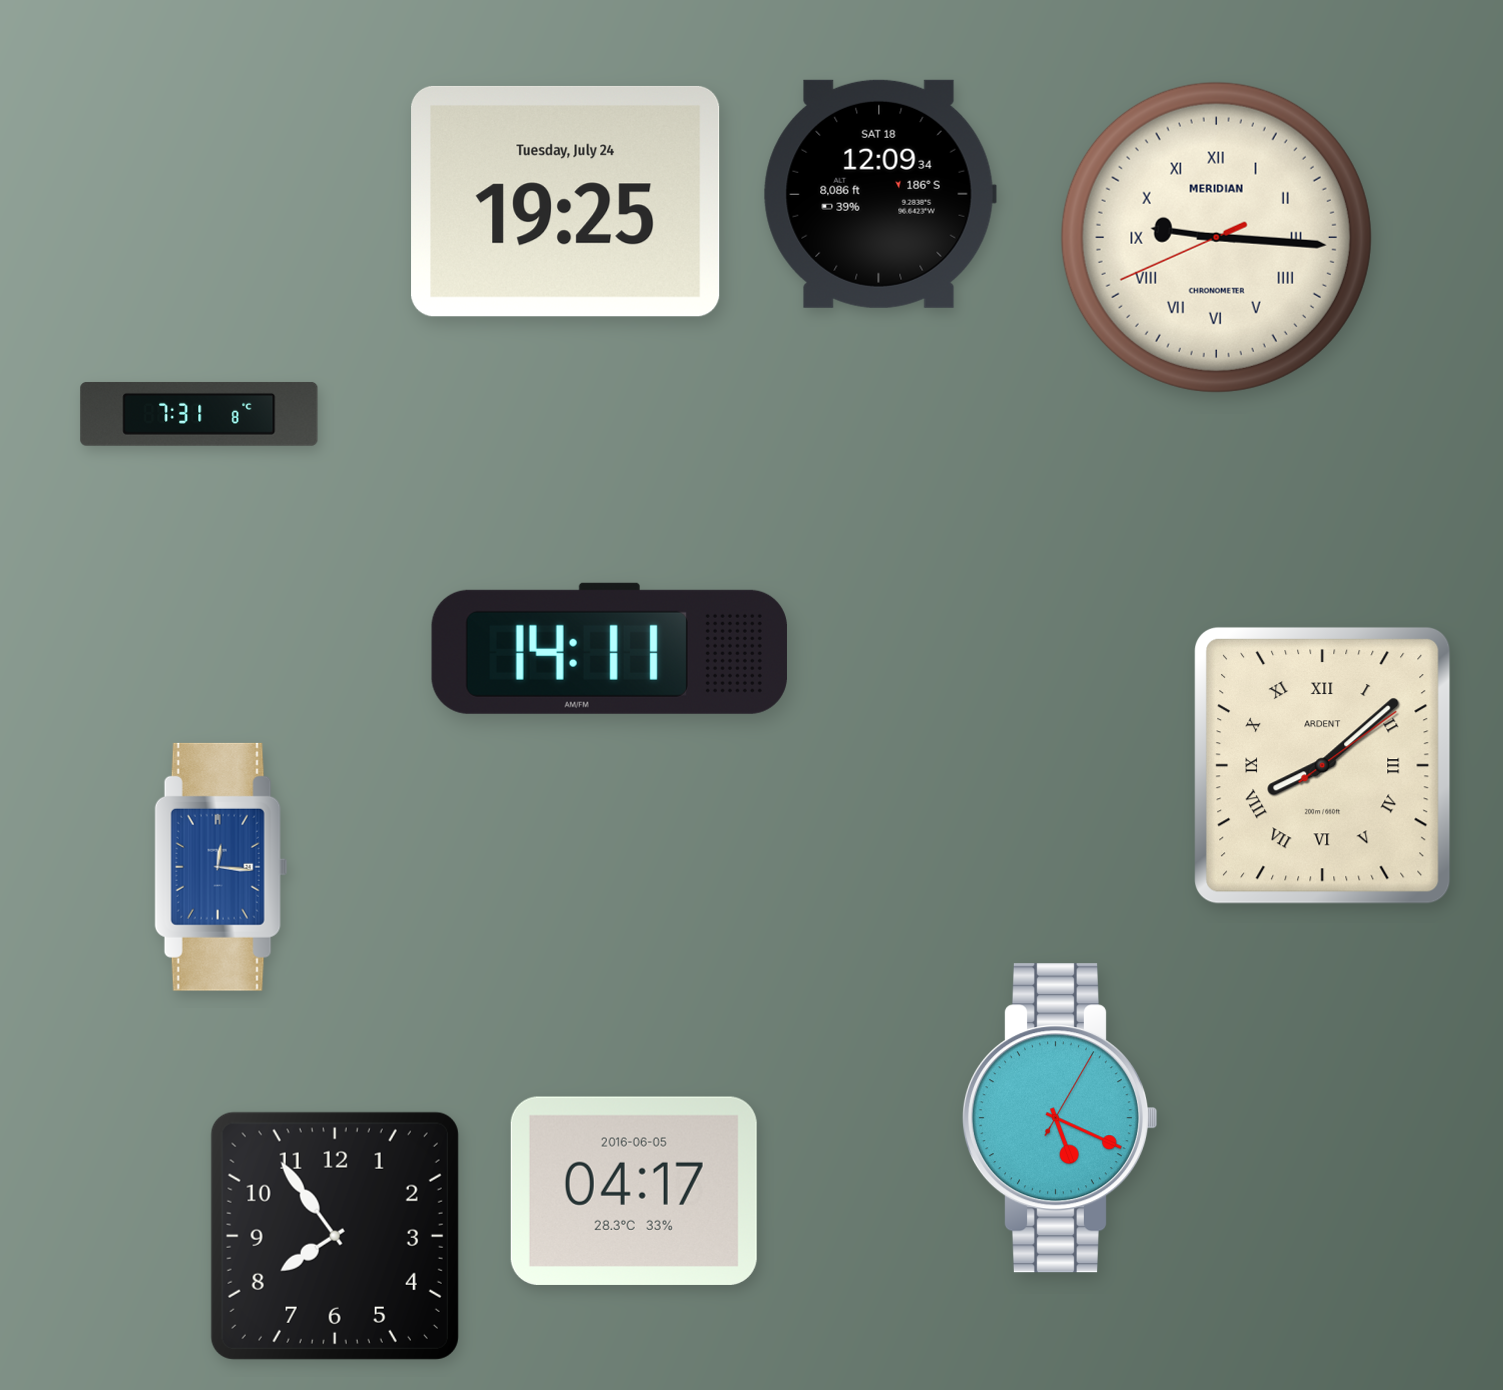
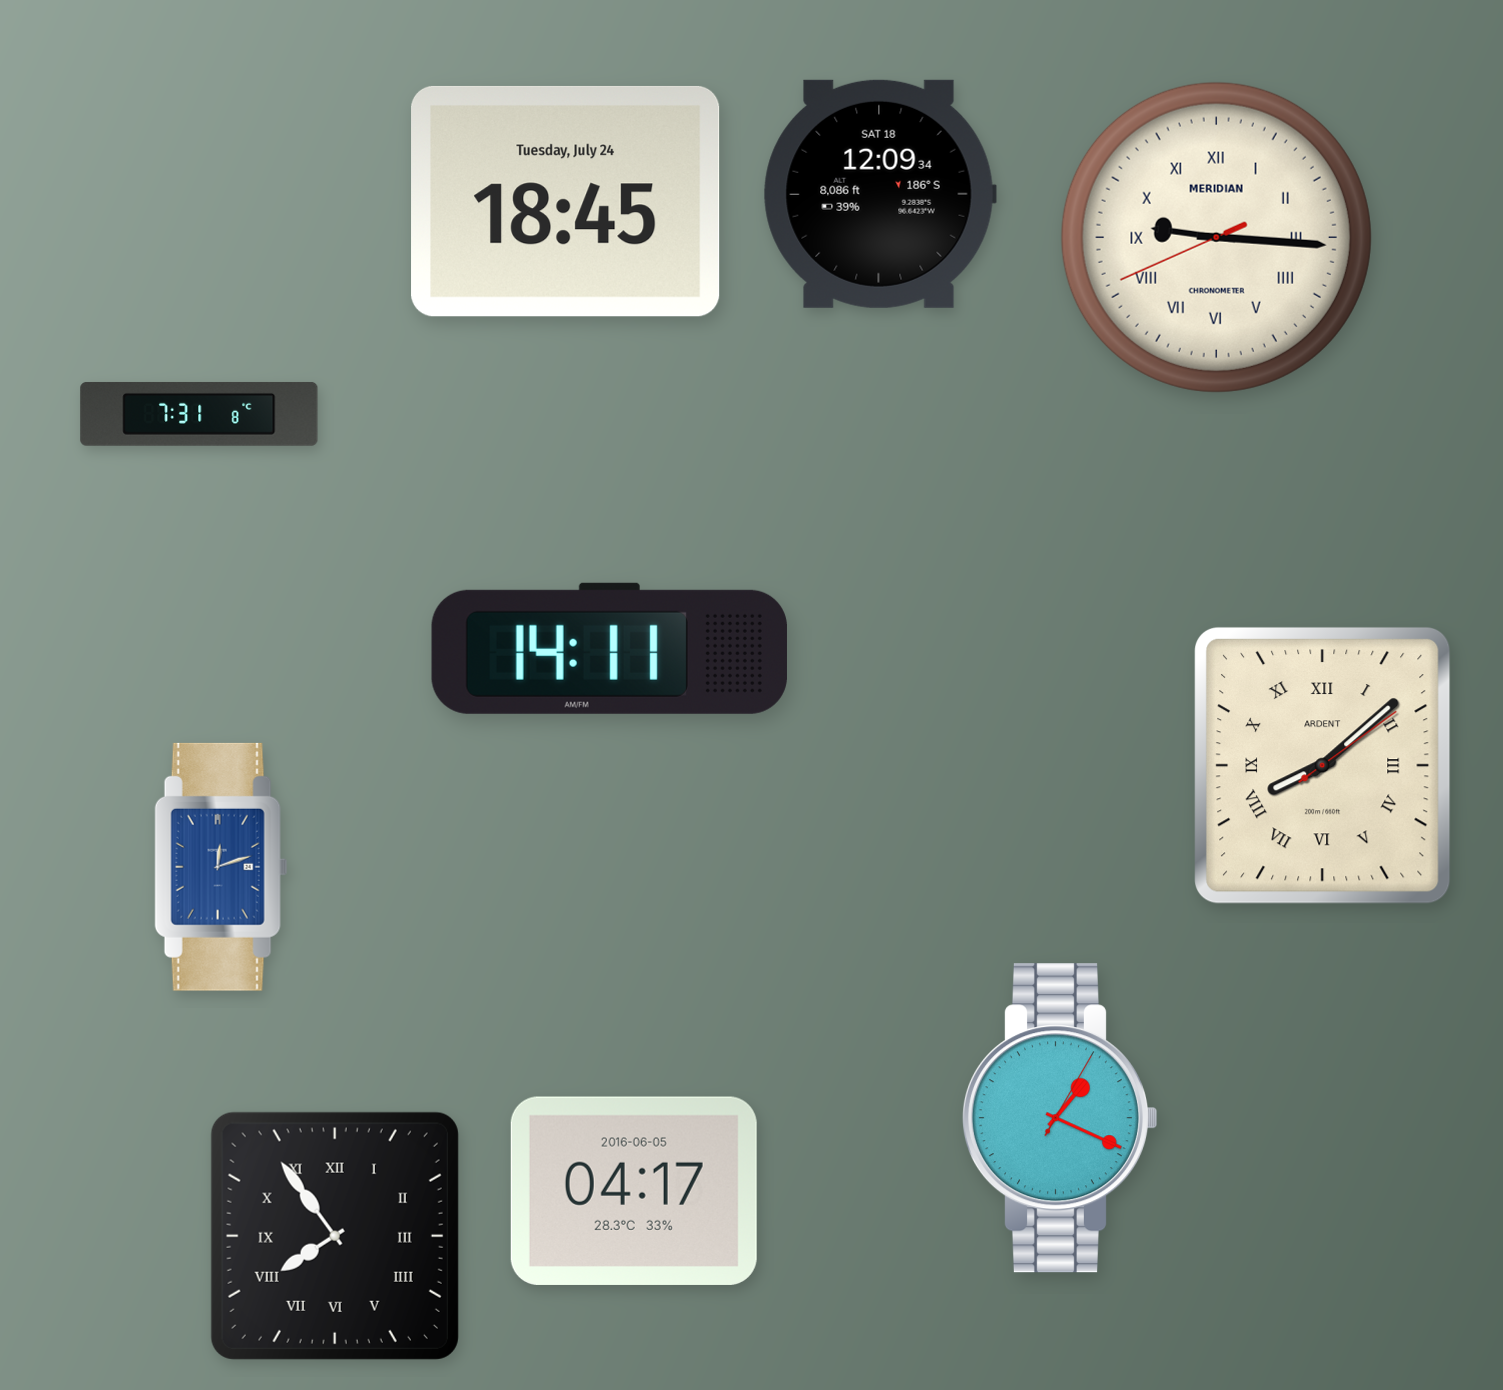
clock at (566, 201): 19:25 -> 18:45
clock at (221, 867): 12:16 -> 12:12
clock at (1059, 1118): 5:19 -> 1:19
clock at (335, 1236) numerals: Arabic -> Roman
